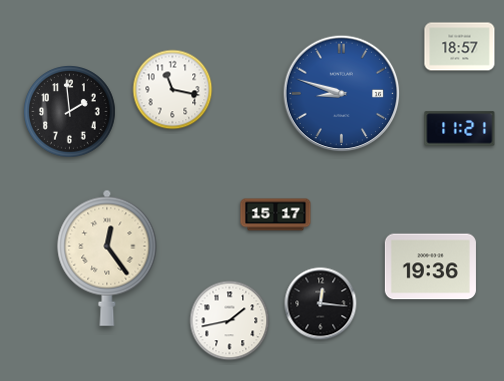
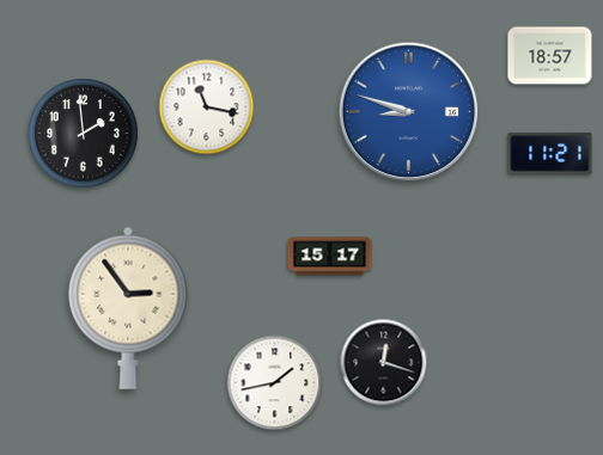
clock at (107, 258): 12:24 -> 2:54
clock at (430, 267): 19:36 -> none
clock at (321, 304): 12:16 -> 12:18
